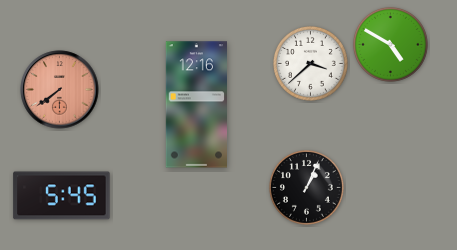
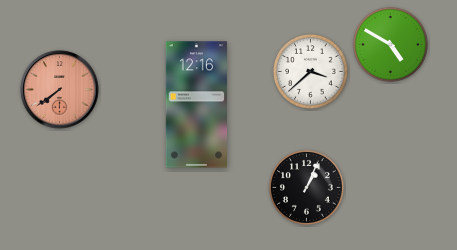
clock at (310, 63) position: (310, 63) -> (310, 71)
clock at (62, 196): 5:45 -> none
